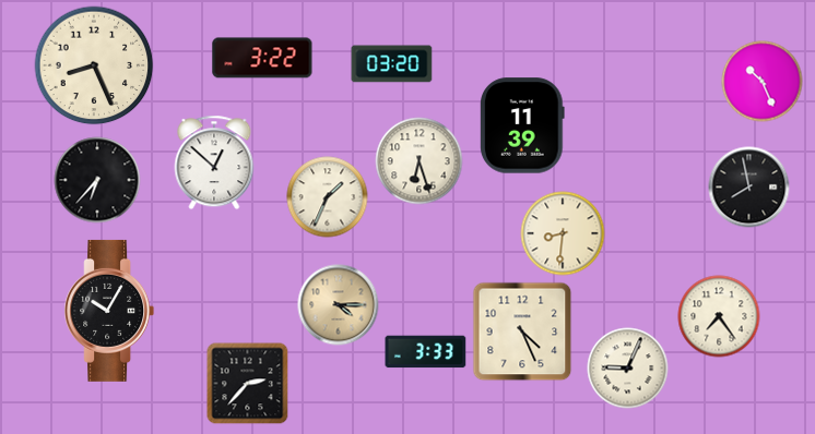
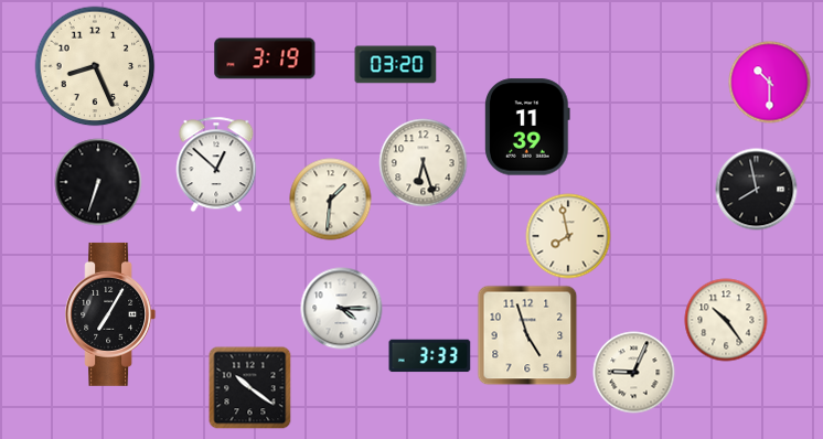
clock at (262, 58): 3:22 -> 3:19
clock at (763, 82): 10:26 -> 10:30
clock at (97, 180): 6:37 -> 6:33
clock at (328, 197): 1:34 -> 1:31
clock at (563, 233): 8:31 -> 7:58
clock at (339, 305) dial: champagne -> white
clock at (109, 311): 10:05 -> 7:05
clock at (719, 316): 7:24 -> 10:24
clock at (522, 331): 4:26 -> 4:57
clock at (248, 384): 2:37 -> 10:21
